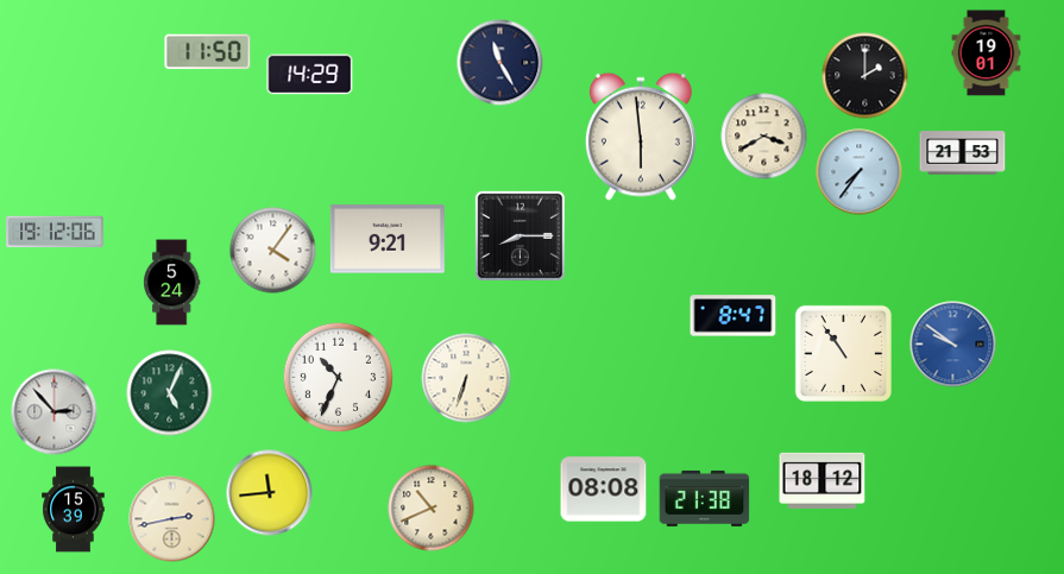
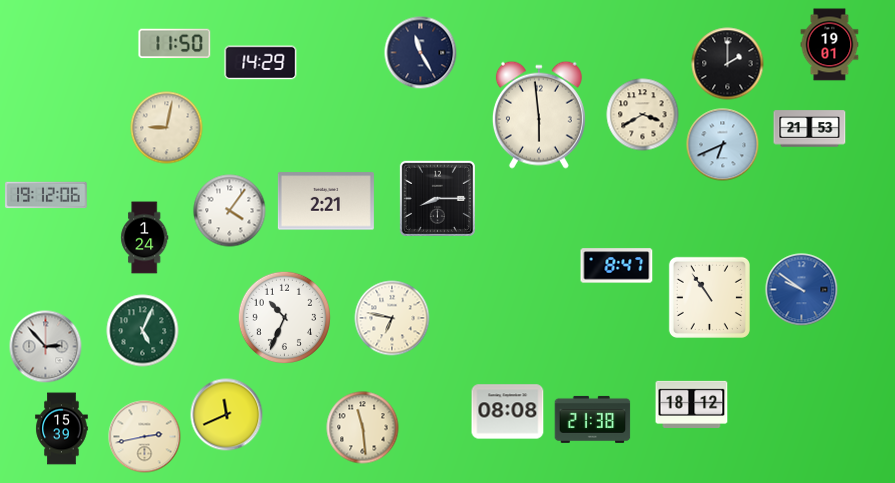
clock at (167, 128): none -> 9:02
clock at (860, 172): 7:36 -> 6:41
clock at (388, 239): 9:21 -> 2:21
clock at (172, 283): 5:24 -> 1:24
clock at (466, 378): 6:33 -> 6:47
clock at (270, 493): 11:44 -> 11:41
clock at (432, 509): 10:41 -> 11:29
